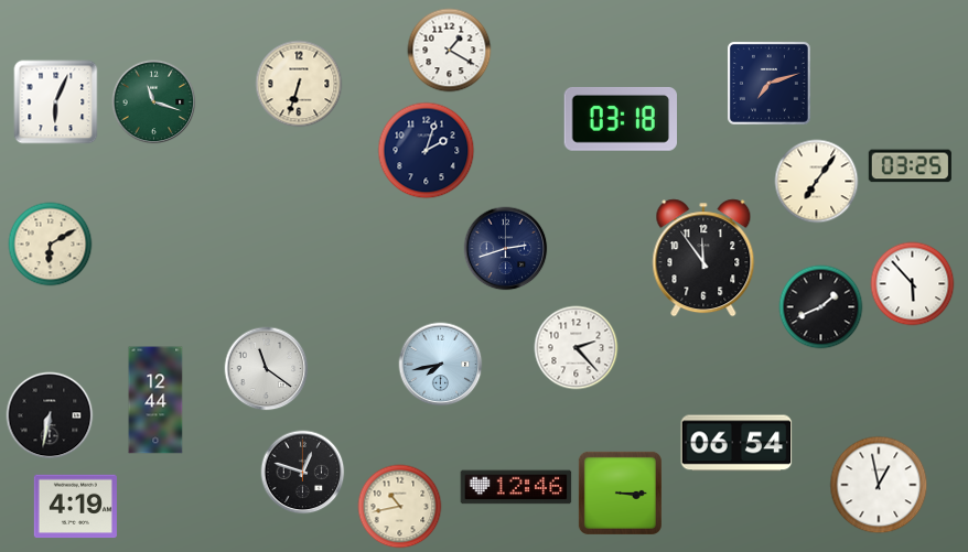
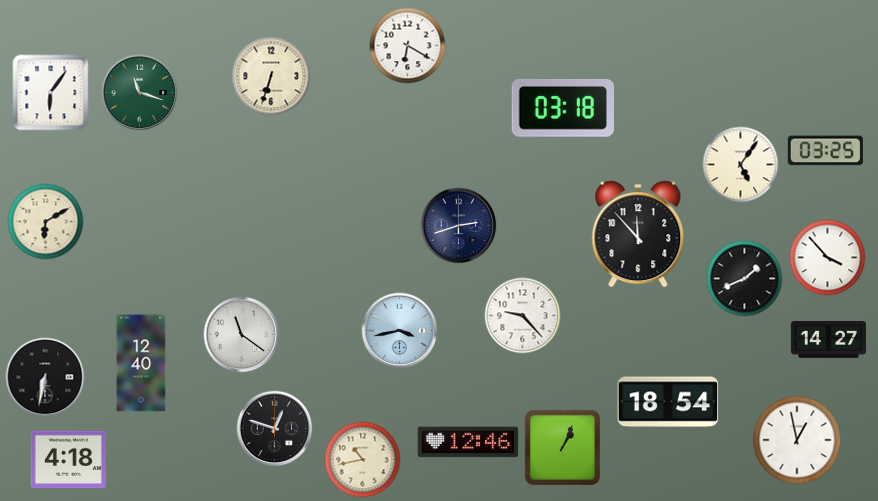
clock at (450, 51): 1:20 -> 6:20
clock at (768, 83): 7:12 -> none
clock at (56, 102): 6:04 -> 6:06
clock at (427, 151): 2:03 -> none
clock at (817, 182): 7:06 -> 5:06
clock at (703, 258): 11:54 -> 11:53
clock at (913, 284): 5:53 -> 3:53
clock at (577, 348): 2:23 -> 9:23
clock at (441, 365): 7:43 -> 3:43
clock at (828, 340): none -> 14:27
clock at (155, 400): 12:44 -> 12:40
clock at (736, 443): 06:54 -> 18:54
clock at (620, 493): 3:15 -> 1:04
clock at (75, 507): 4:19 -> 4:18
